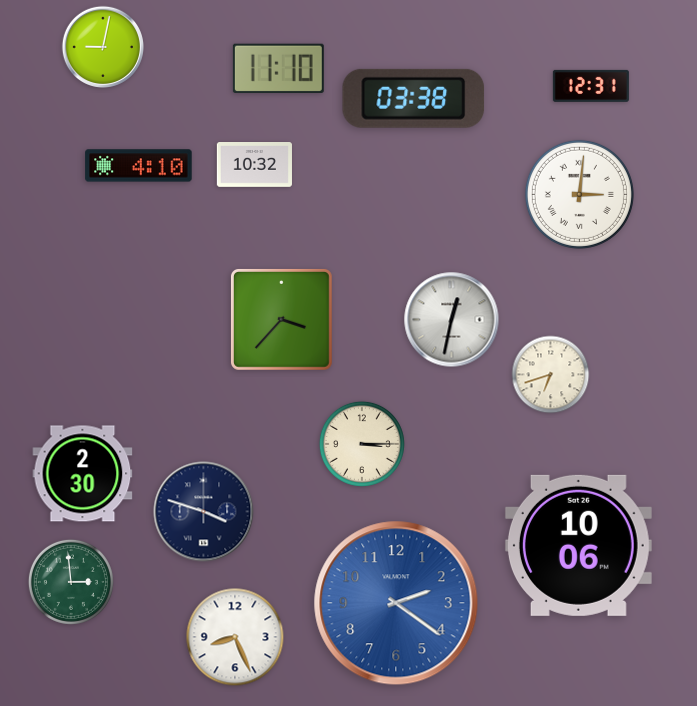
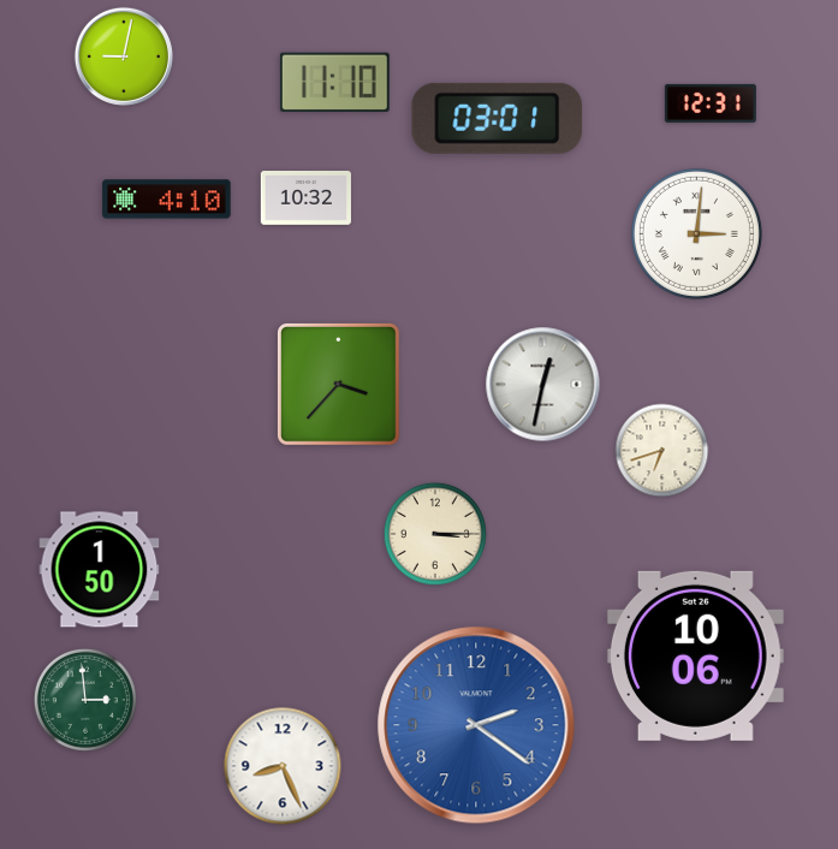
clock at (414, 98): 03:38 -> 03:01
clock at (83, 474): 2:30 -> 1:50
clock at (204, 512): 3:48 -> none
